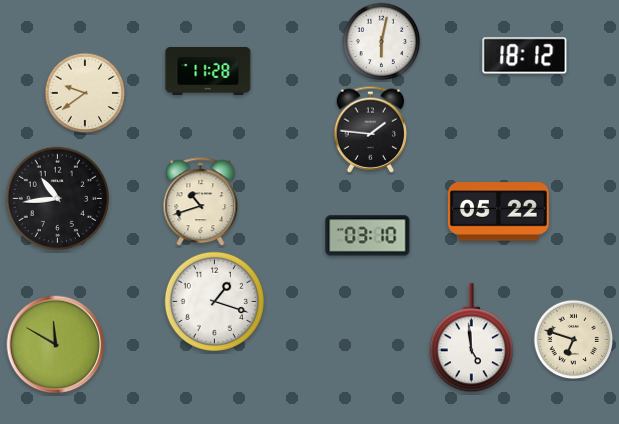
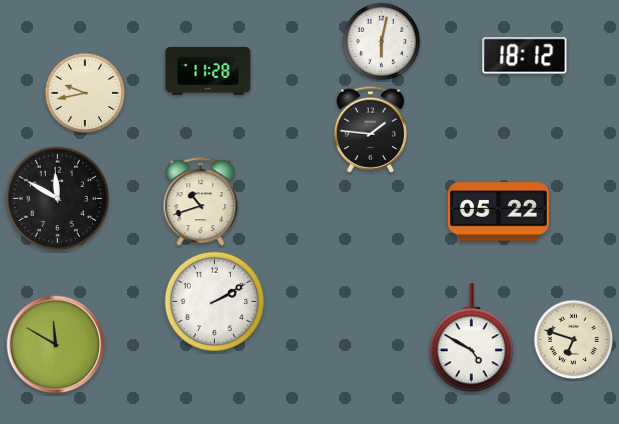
clock at (85, 93): 9:39 -> 9:43
clock at (57, 198): 10:44 -> 11:50
clock at (368, 236): 03:10 -> none
clock at (214, 301): 1:18 -> 2:10
clock at (471, 338): 4:59 -> 4:50
